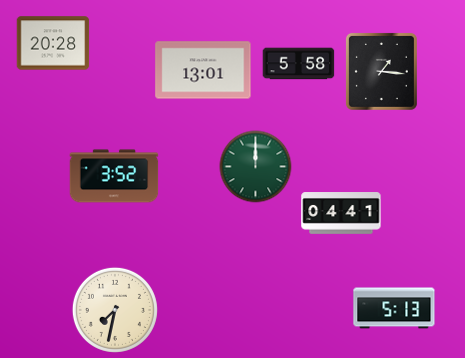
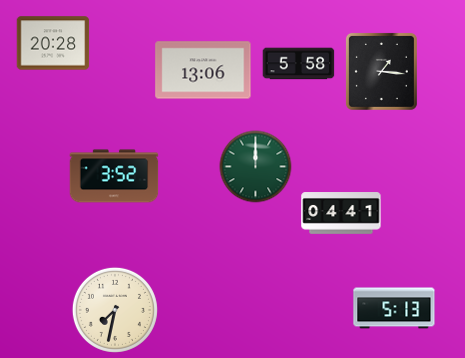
clock at (203, 70): 13:01 -> 13:06
